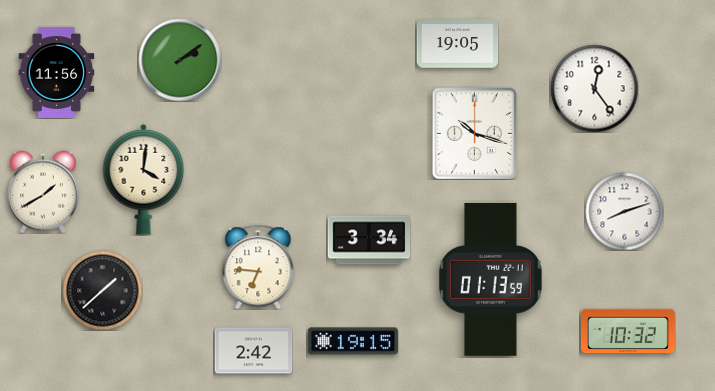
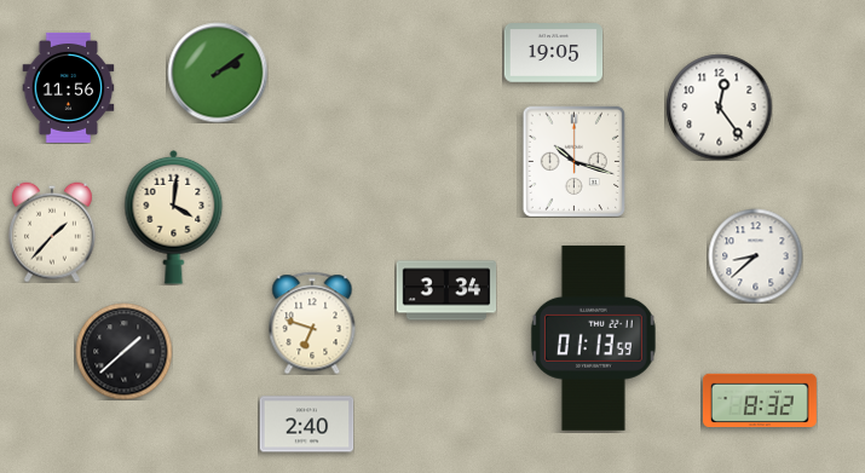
clock at (44, 192): 1:40 -> 1:37
clock at (624, 211): 8:12 -> 8:38
clock at (258, 267): 6:46 -> 6:48
clock at (628, 330): 10:32 -> 8:32
clock at (353, 341): 19:15 -> none
clock at (253, 351): 2:42 -> 2:40
